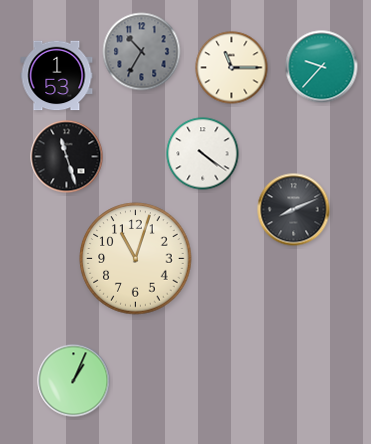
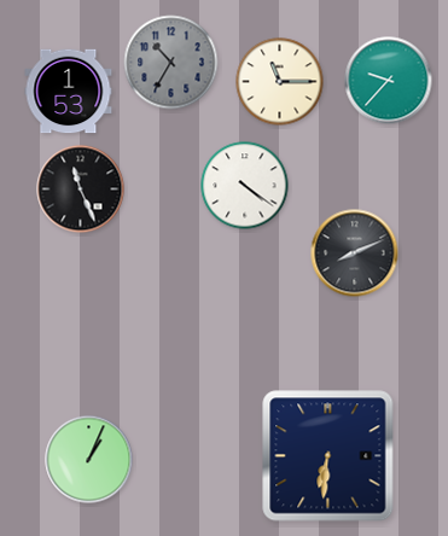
clock at (67, 157): 11:27 -> 11:26
clock at (136, 259): 11:03 -> none
clock at (328, 456): none -> 6:31
